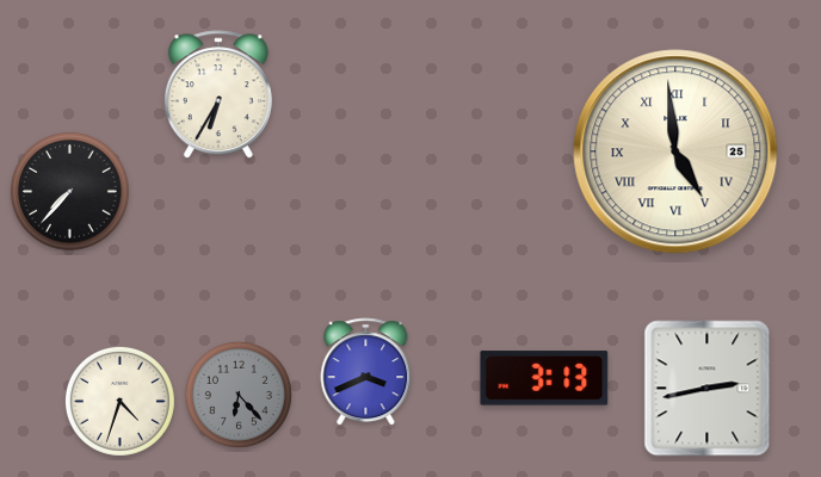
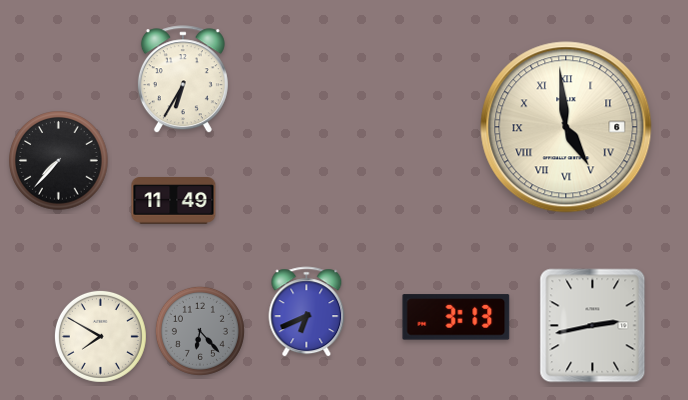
clock at (675, 151) date: 25 -> 6
clock at (174, 201): none -> 11:49
clock at (366, 372): 3:41 -> 6:41
clock at (119, 401): 4:33 -> 7:50
